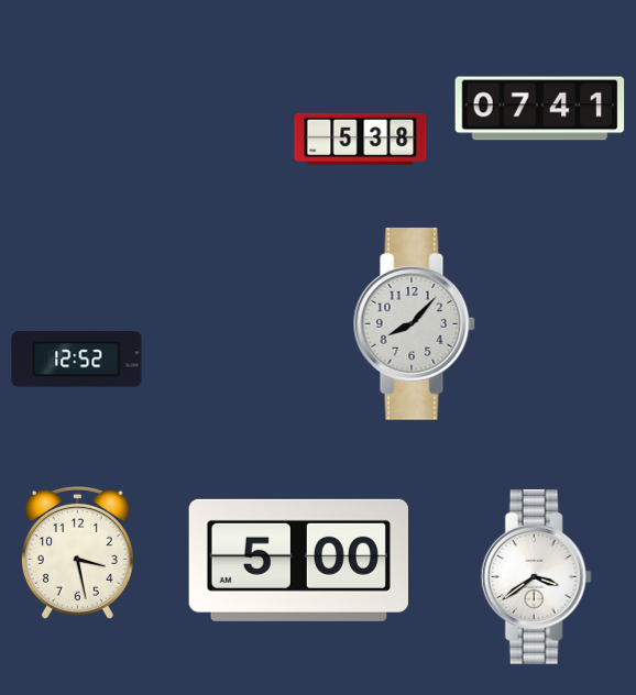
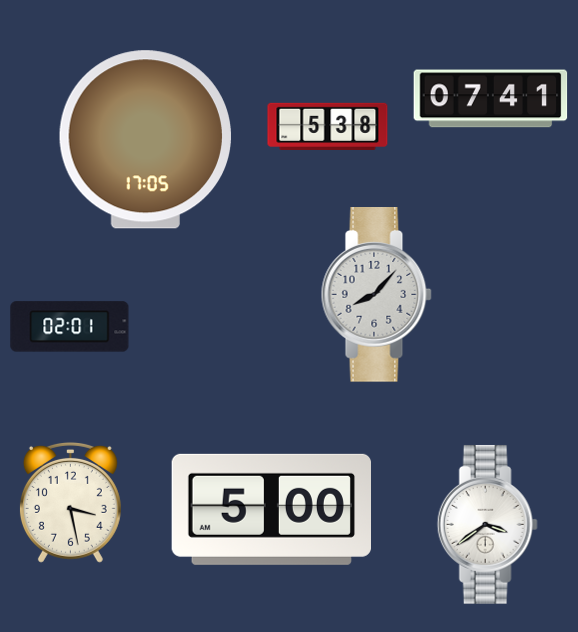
clock at (145, 140): none -> 17:05
clock at (77, 360): 12:52 -> 02:01
